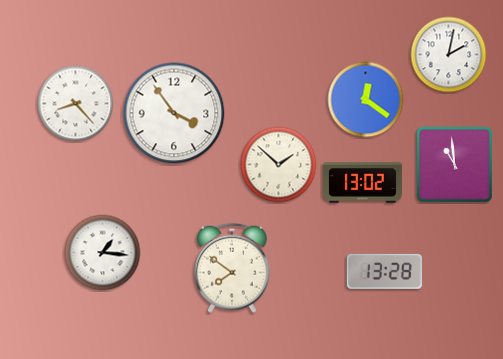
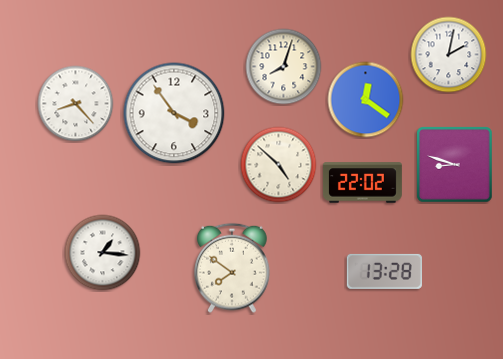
clock at (284, 67): none -> 8:03
clock at (279, 165): 1:52 -> 4:52
clock at (455, 165): 10:59 -> 8:48
clock at (362, 183): 13:02 -> 22:02
